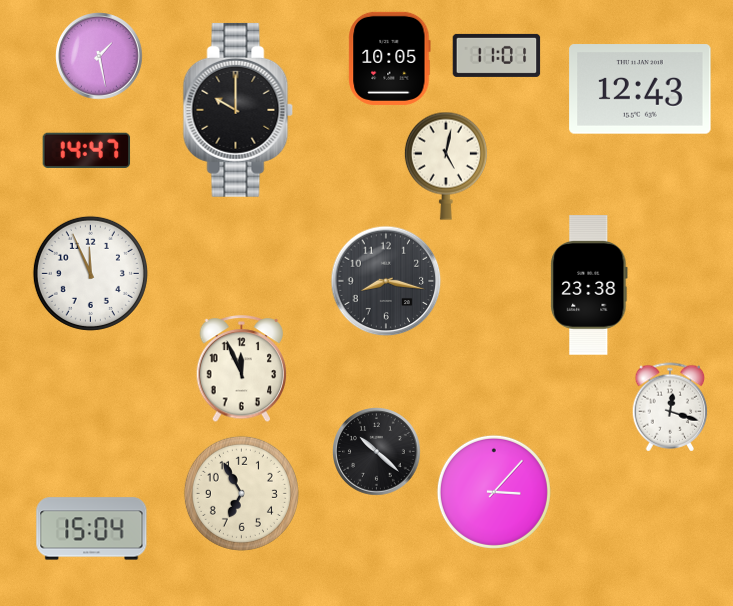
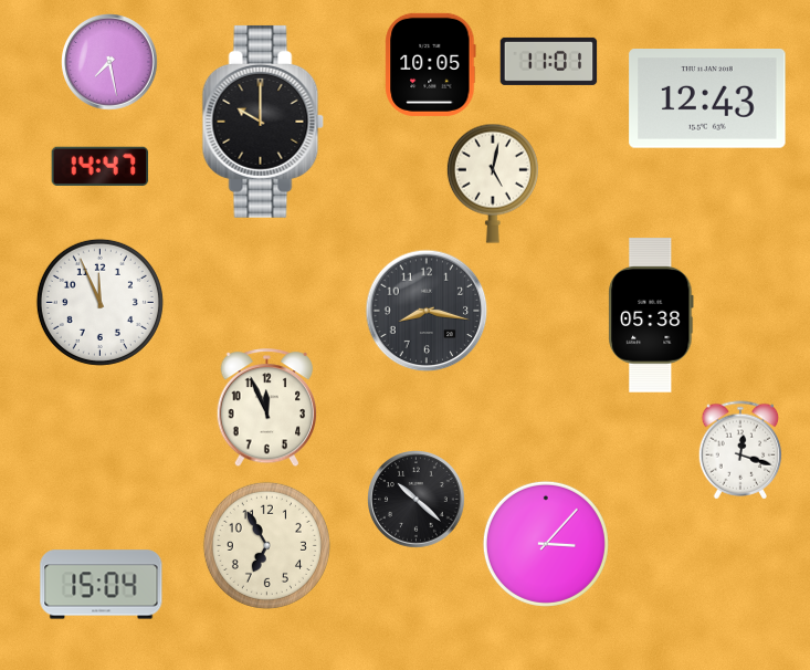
clock at (99, 56): 1:28 -> 7:28
clock at (87, 150) position: (87, 150) -> (101, 166)
clock at (589, 285): 23:38 -> 05:38
